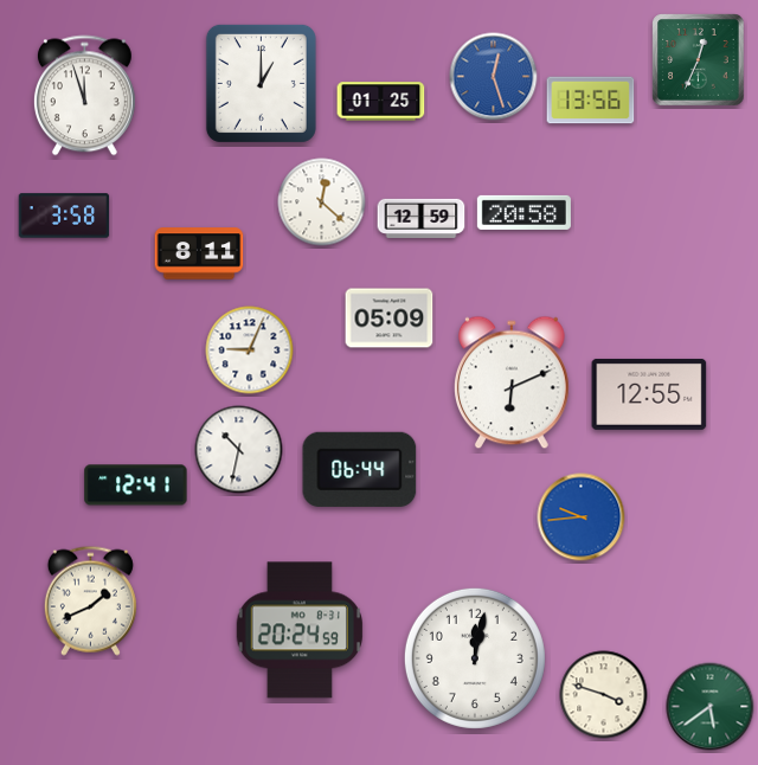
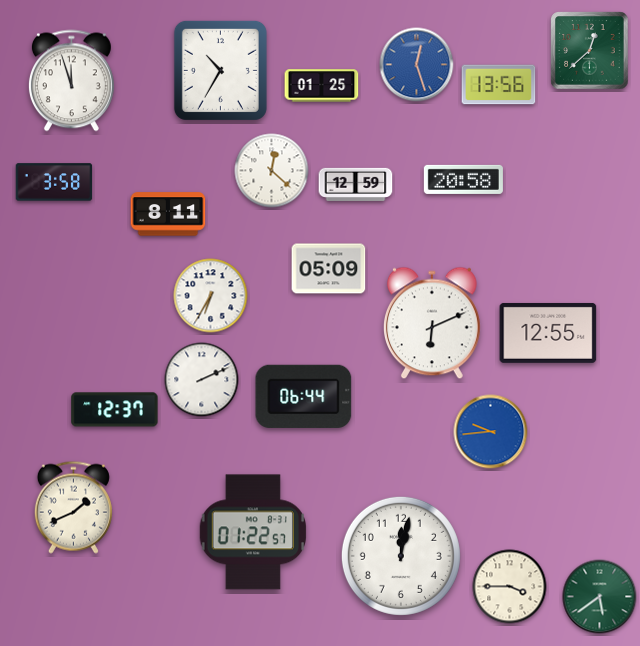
clock at (699, 60): 12:34 -> 12:38
clock at (261, 83): 1:00 -> 10:35
clock at (523, 212) position: (523, 212) -> (463, 179)
clock at (250, 351): 9:04 -> 6:35
clock at (239, 450): 10:32 -> 2:11
clock at (136, 486): 12:41 -> 12:37
clock at (582, 517) position: (582, 517) -> (491, 432)
clock at (90, 600) position: (90, 600) -> (73, 507)
clock at (298, 630): 20:24 -> 01:22
clock at (604, 695): 3:48 -> 3:45
